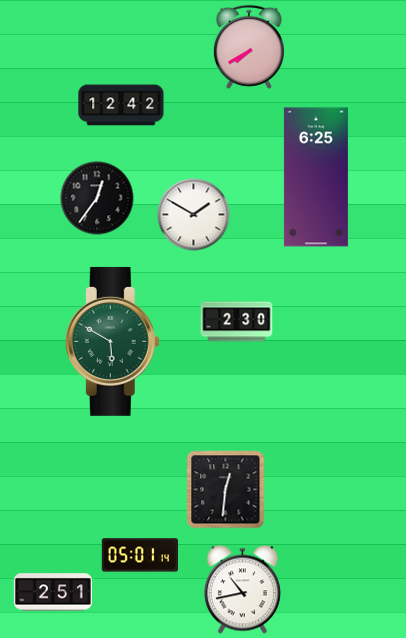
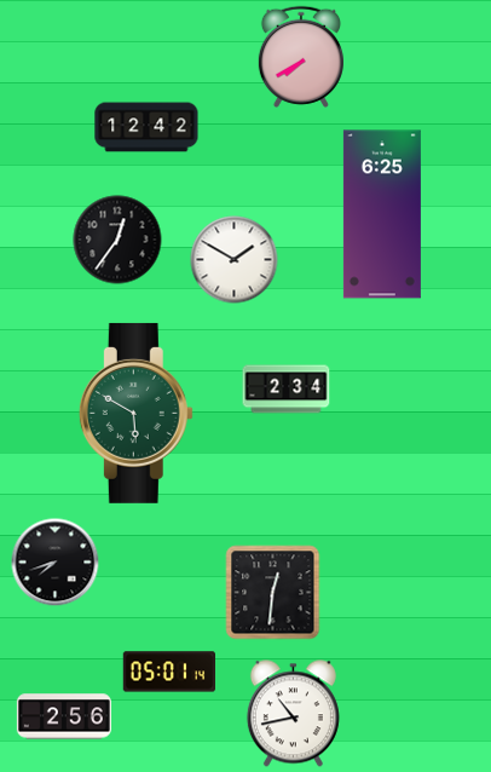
clock at (237, 322): 2:30 -> 2:34
clock at (56, 563): none -> 7:42
clock at (53, 592): 2:51 -> 2:56
